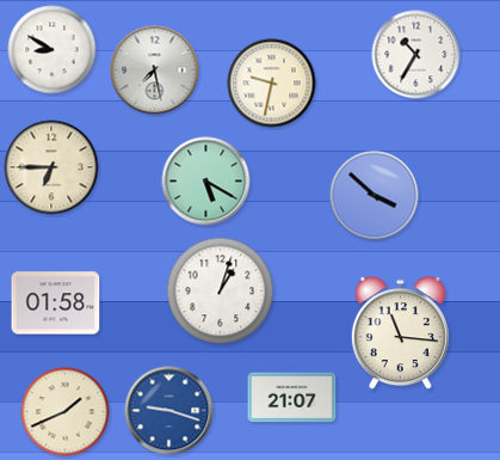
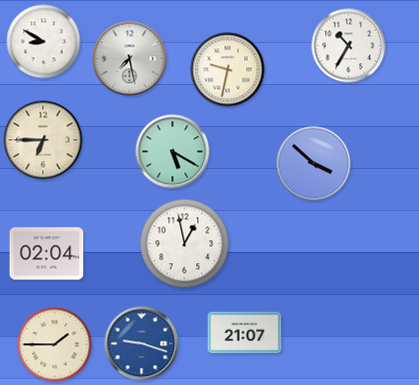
clock at (221, 292): 1:03 -> 12:58
clock at (56, 303): 01:58 -> 02:04
clock at (400, 333): 11:16 -> none
clock at (66, 412): 1:41 -> 1:45
